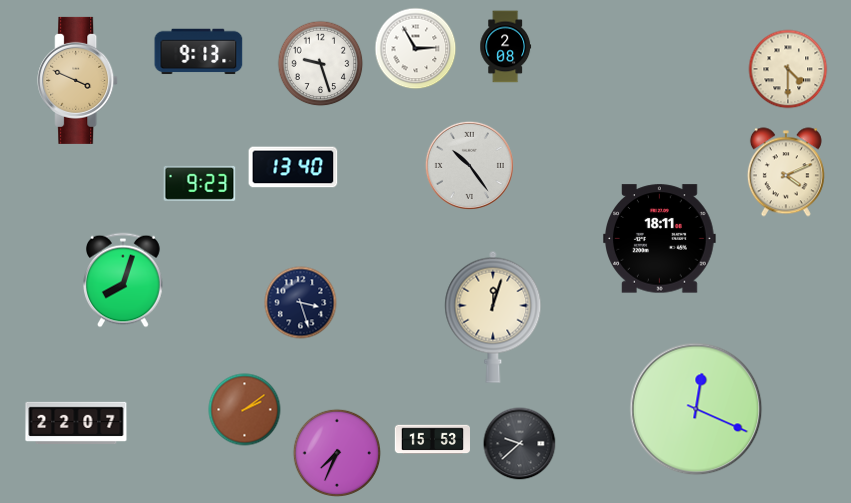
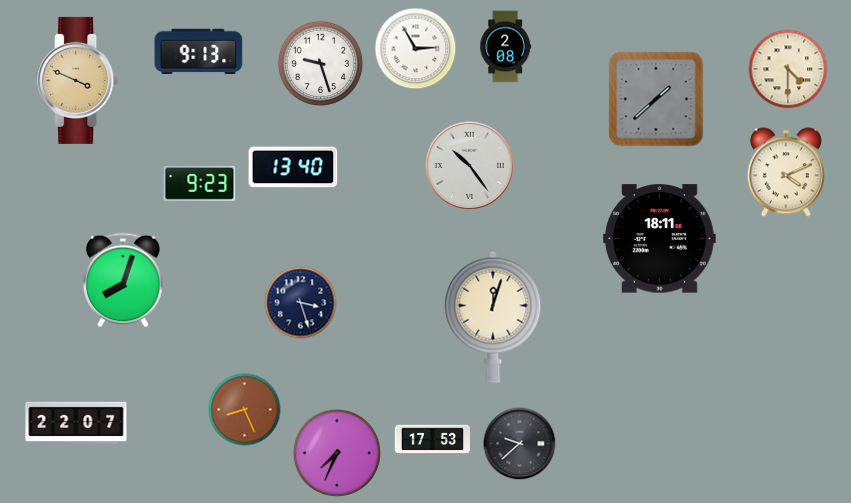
clock at (656, 99): none -> 1:38
clock at (696, 409): 12:19 -> none
clock at (245, 410): 2:09 -> 8:26
clock at (432, 440): 15:53 -> 17:53
